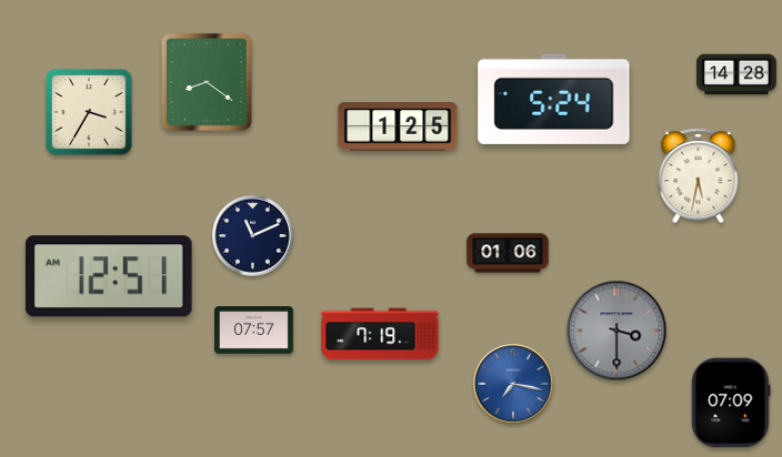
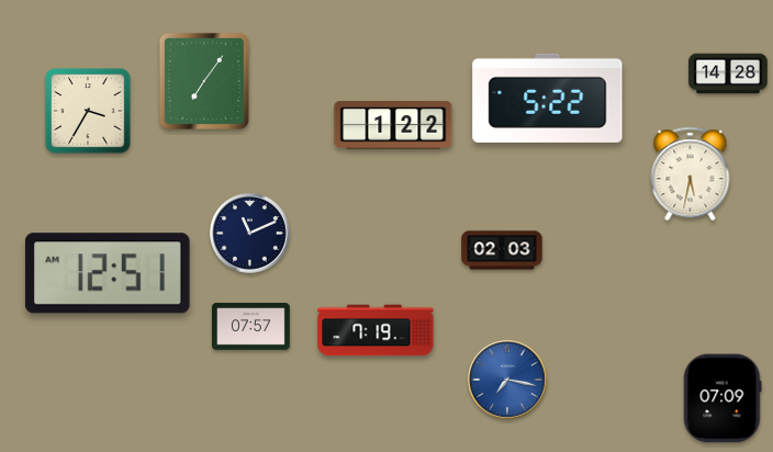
clock at (207, 82): 8:21 -> 7:06
clock at (554, 99): 5:24 -> 5:22
clock at (398, 126): 1:25 -> 1:22
clock at (508, 253): 01:06 -> 02:03
clock at (616, 331): 3:30 -> none
